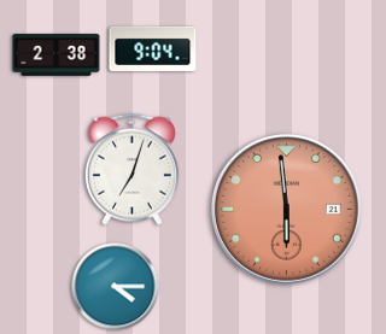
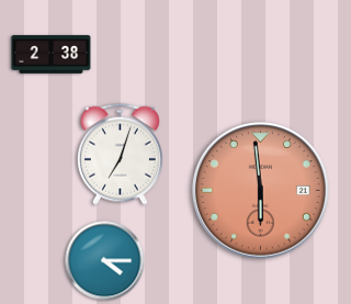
clock at (153, 48): 9:04 -> none
clock at (57, 55) position: (57, 55) -> (52, 55)
